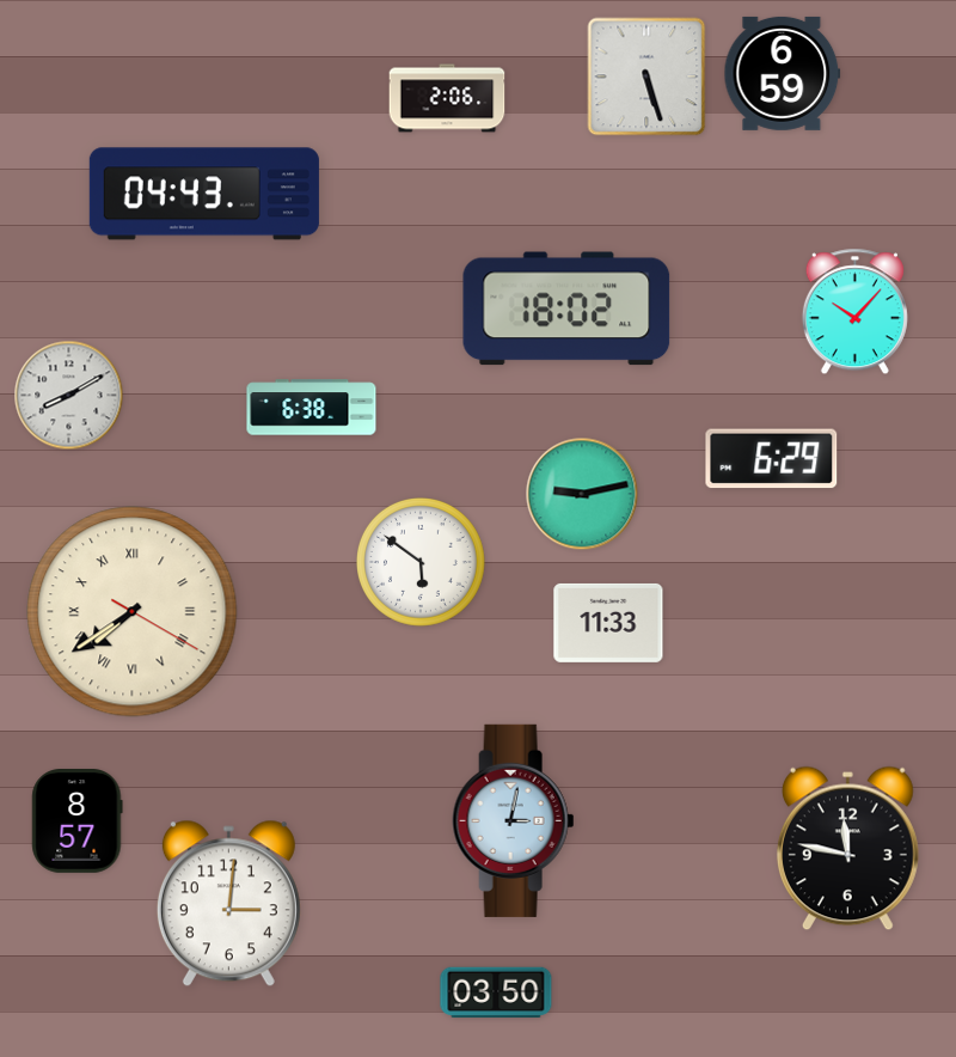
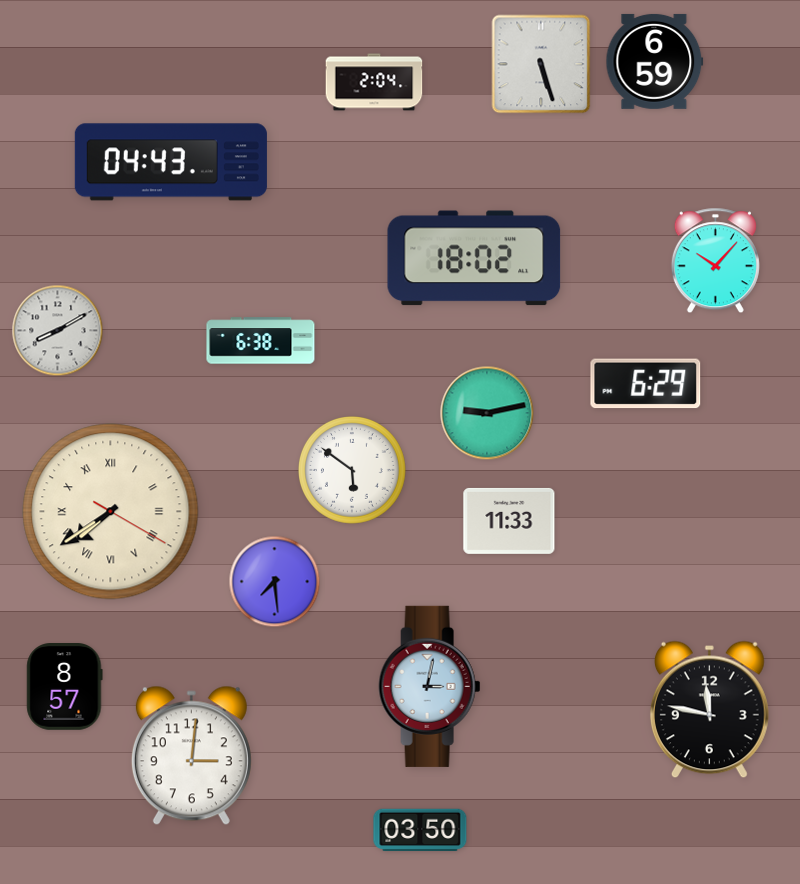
clock at (447, 98): 2:06 -> 2:04
clock at (275, 582): none -> 7:29
clock at (496, 992) position: (496, 992) -> (420, 830)
